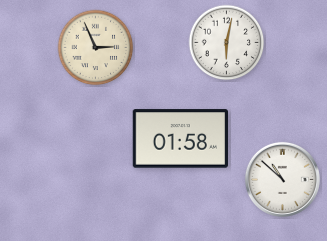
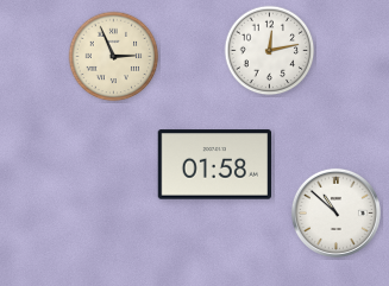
clock at (227, 43): 6:02 -> 12:13
